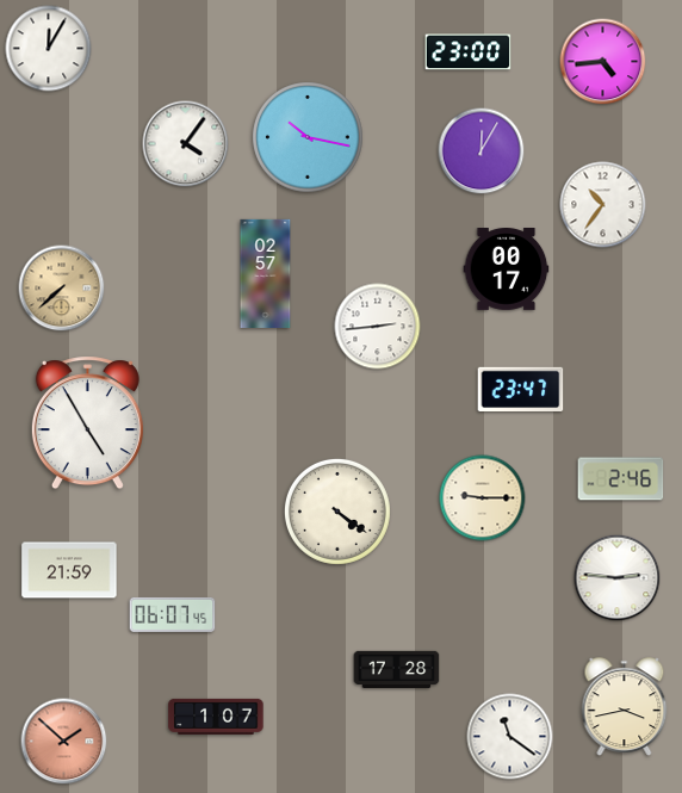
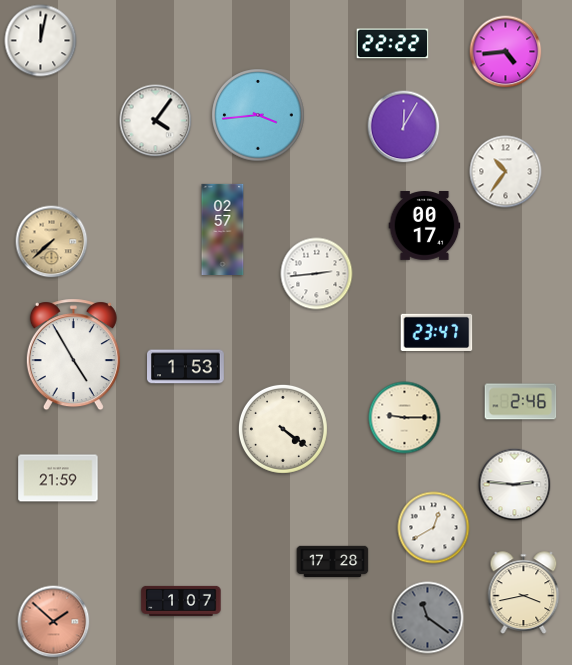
clock at (49, 49): 12:05 -> 12:02
clock at (469, 52): 23:00 -> 22:22
clock at (308, 137): 10:17 -> 3:44
clock at (521, 389) position: (521, 389) -> (437, 332)
clock at (186, 367): none -> 1:53
clock at (618, 578) position: (618, 578) -> (515, 485)
clock at (173, 614): 06:07 -> none
clock at (434, 528): none -> 12:40
clock at (510, 737) dial: white -> grey
